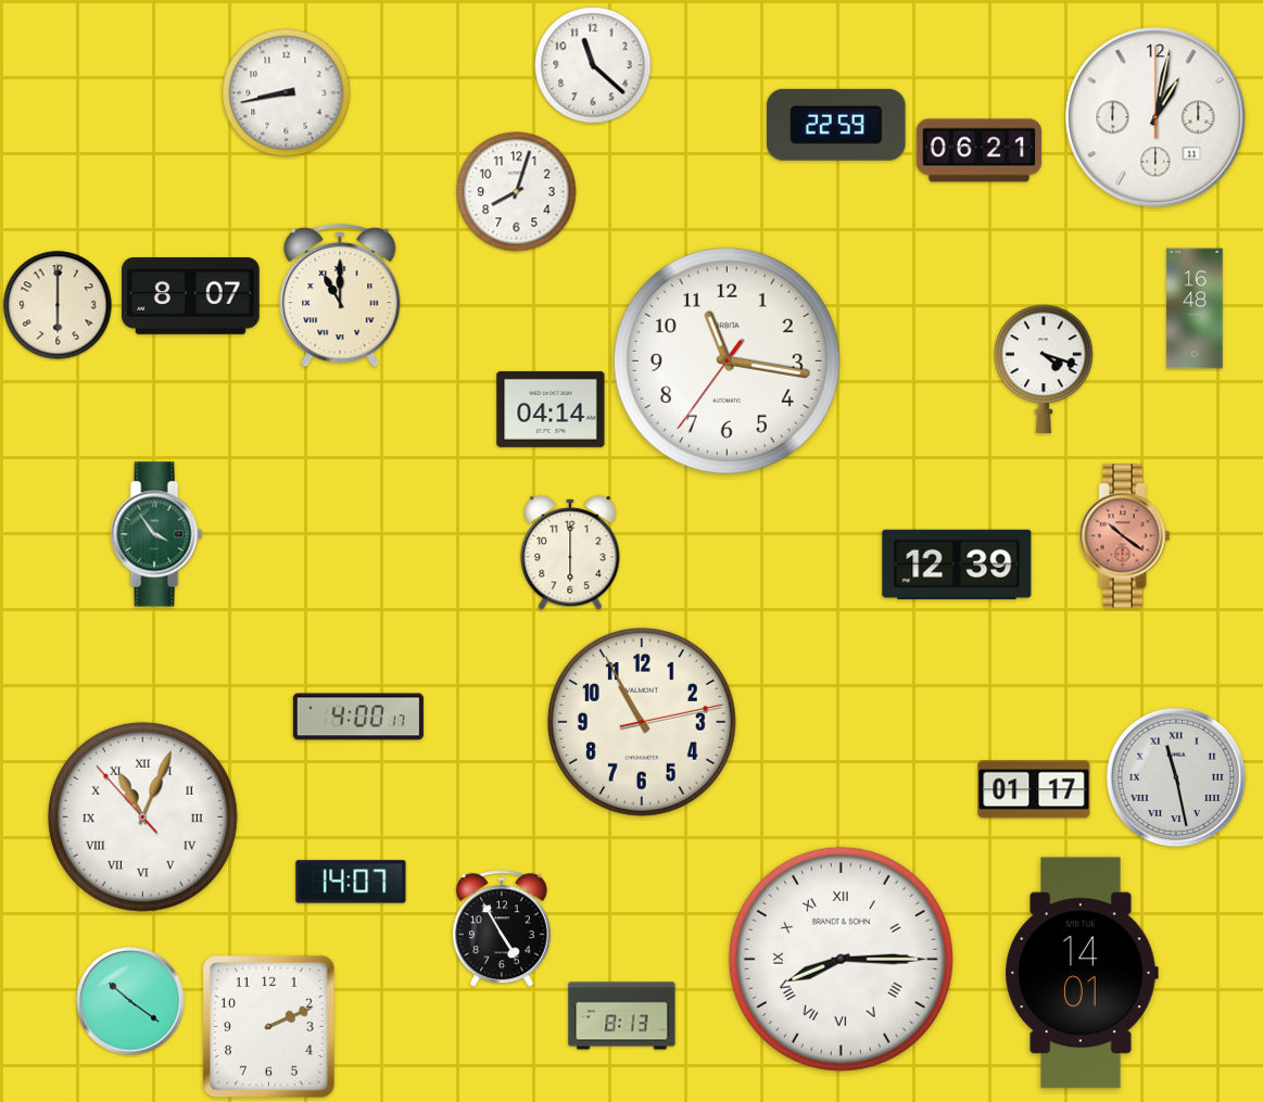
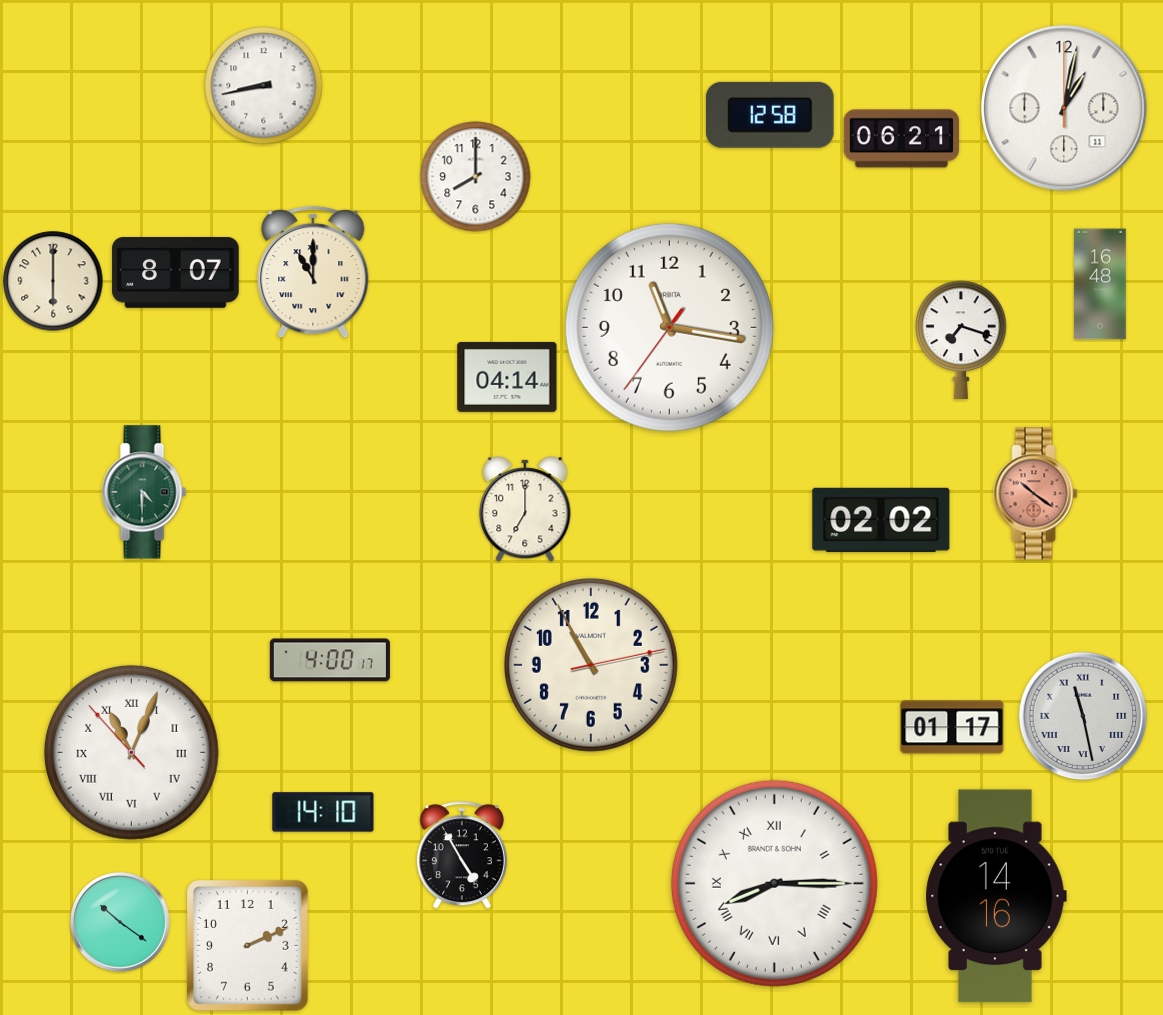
clock at (593, 65): 11:22 -> none
clock at (836, 125): 22:59 -> 12:58
clock at (517, 192): 8:03 -> 8:00
clock at (727, 360) position: (727, 360) -> (669, 327)
clock at (1044, 369): 4:18 -> 7:18
clock at (156, 534): 3:54 -> 4:30
clock at (570, 553): 6:00 -> 7:00
clock at (957, 565): 12:39 -> 02:02
clock at (351, 882): 14:07 -> 14:10
clock at (1082, 973): 14:01 -> 14:16
clock at (622, 1016): 8:13 -> none
